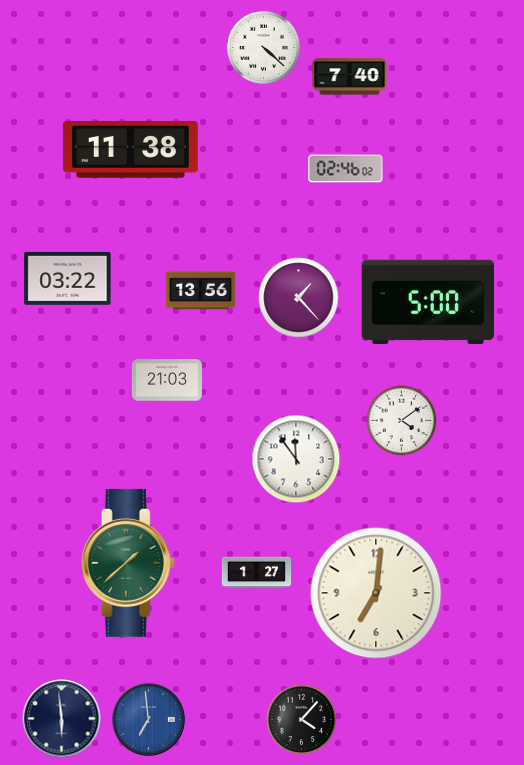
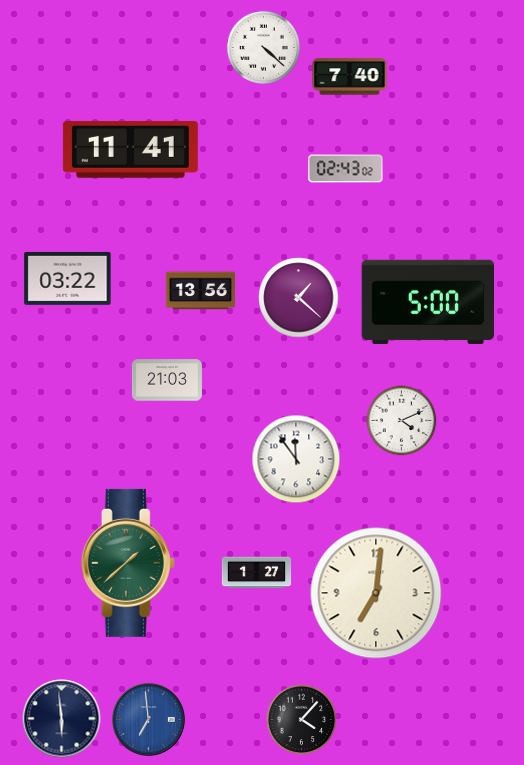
clock at (130, 150): 11:38 -> 11:41
clock at (346, 169): 02:46 -> 02:43
clock at (299, 298): 1:23 -> 1:22
clock at (402, 421): 4:09 -> 4:11
